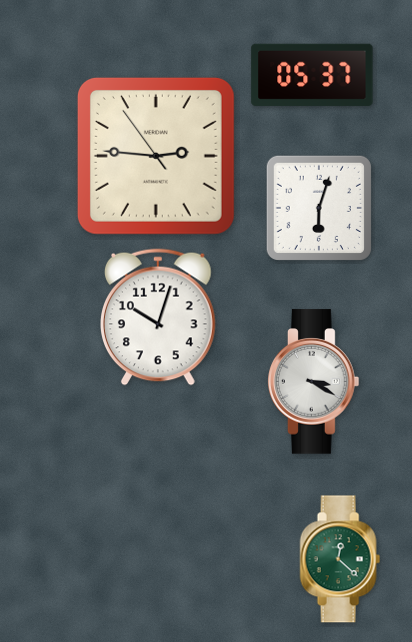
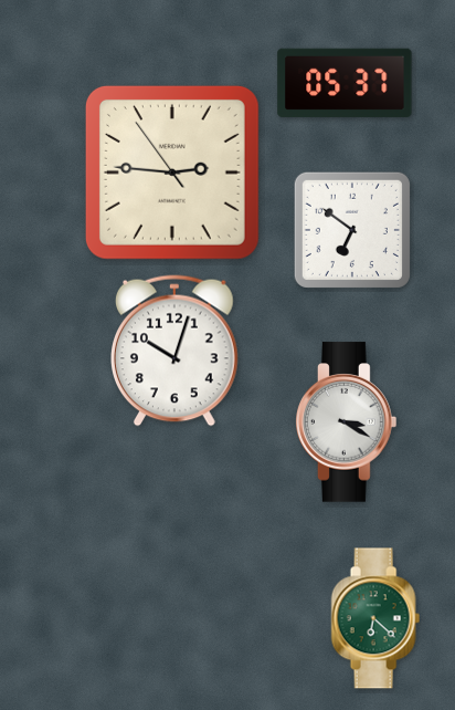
clock at (319, 208): 6:03 -> 6:51
clock at (340, 559): 12:22 -> 6:22
